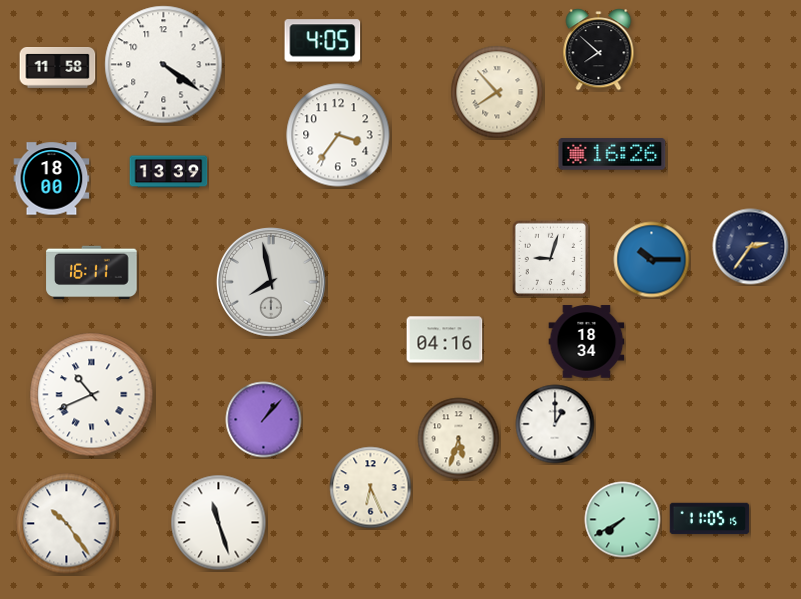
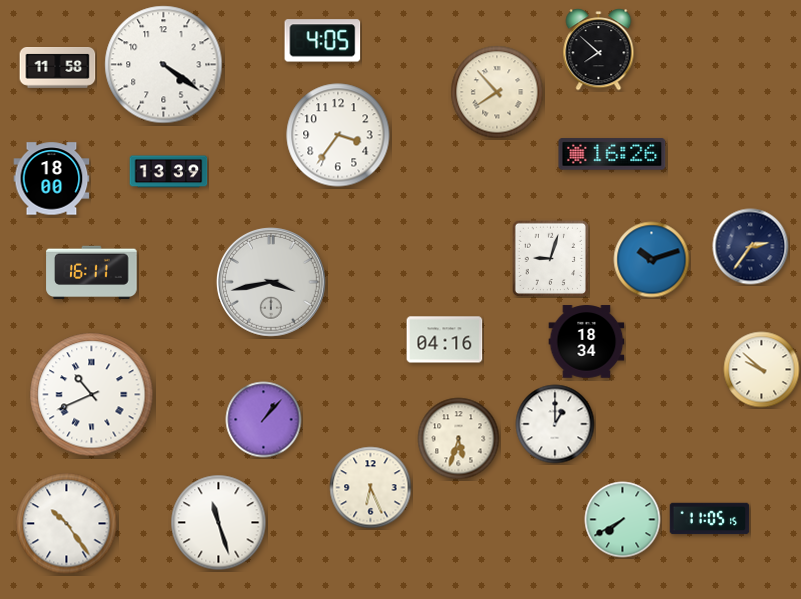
clock at (652, 260): 10:15 -> 10:12
clock at (271, 282): 7:58 -> 3:43
clock at (762, 370): none -> 9:52
